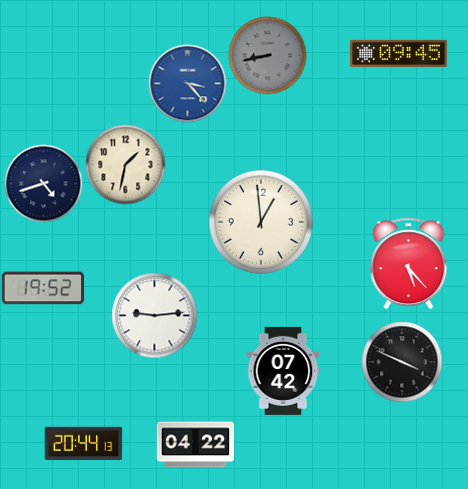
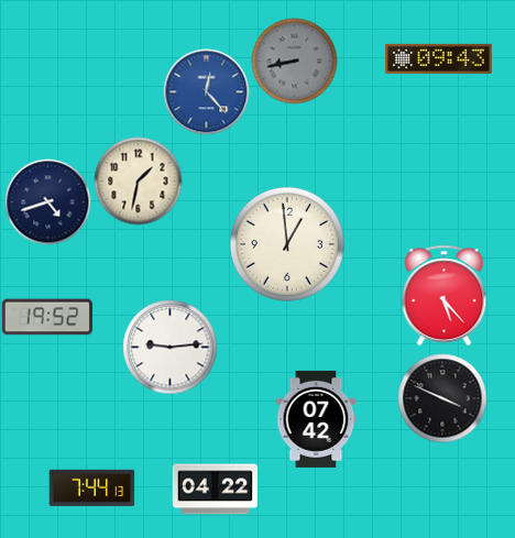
clock at (399, 53): 09:45 -> 09:43
clock at (187, 83): 3:23 -> 12:23
clock at (409, 263) position: (409, 263) -> (445, 295)
clock at (283, 371) position: (283, 371) -> (316, 419)
clock at (83, 444): 20:44 -> 7:44
